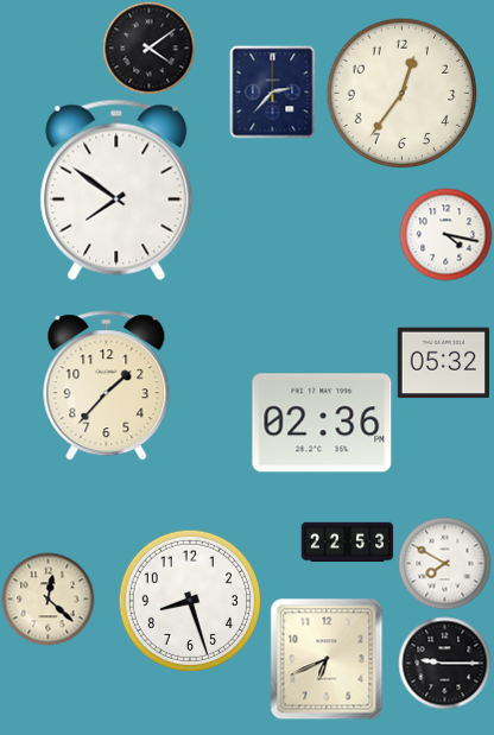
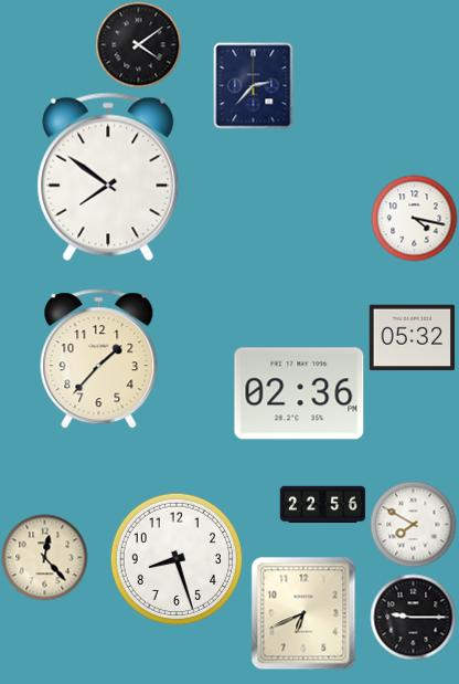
clock at (401, 93): 12:36 -> none
clock at (347, 543): 22:53 -> 22:56
clock at (47, 598): 12:22 -> 12:23
